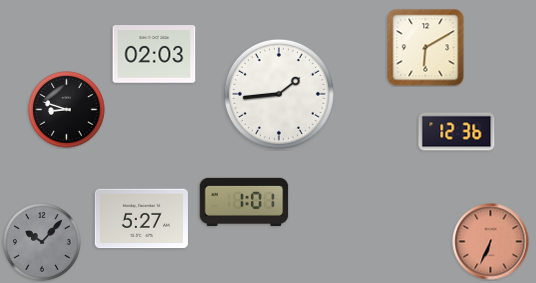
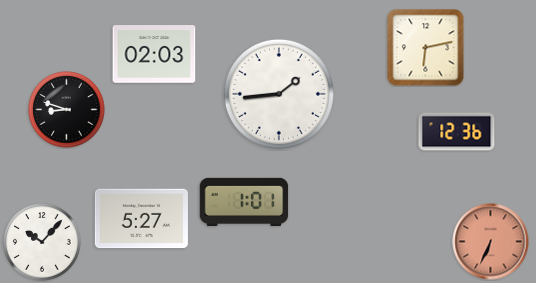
clock at (426, 48): 6:10 -> 6:13
clock at (42, 242) dial: grey -> white
